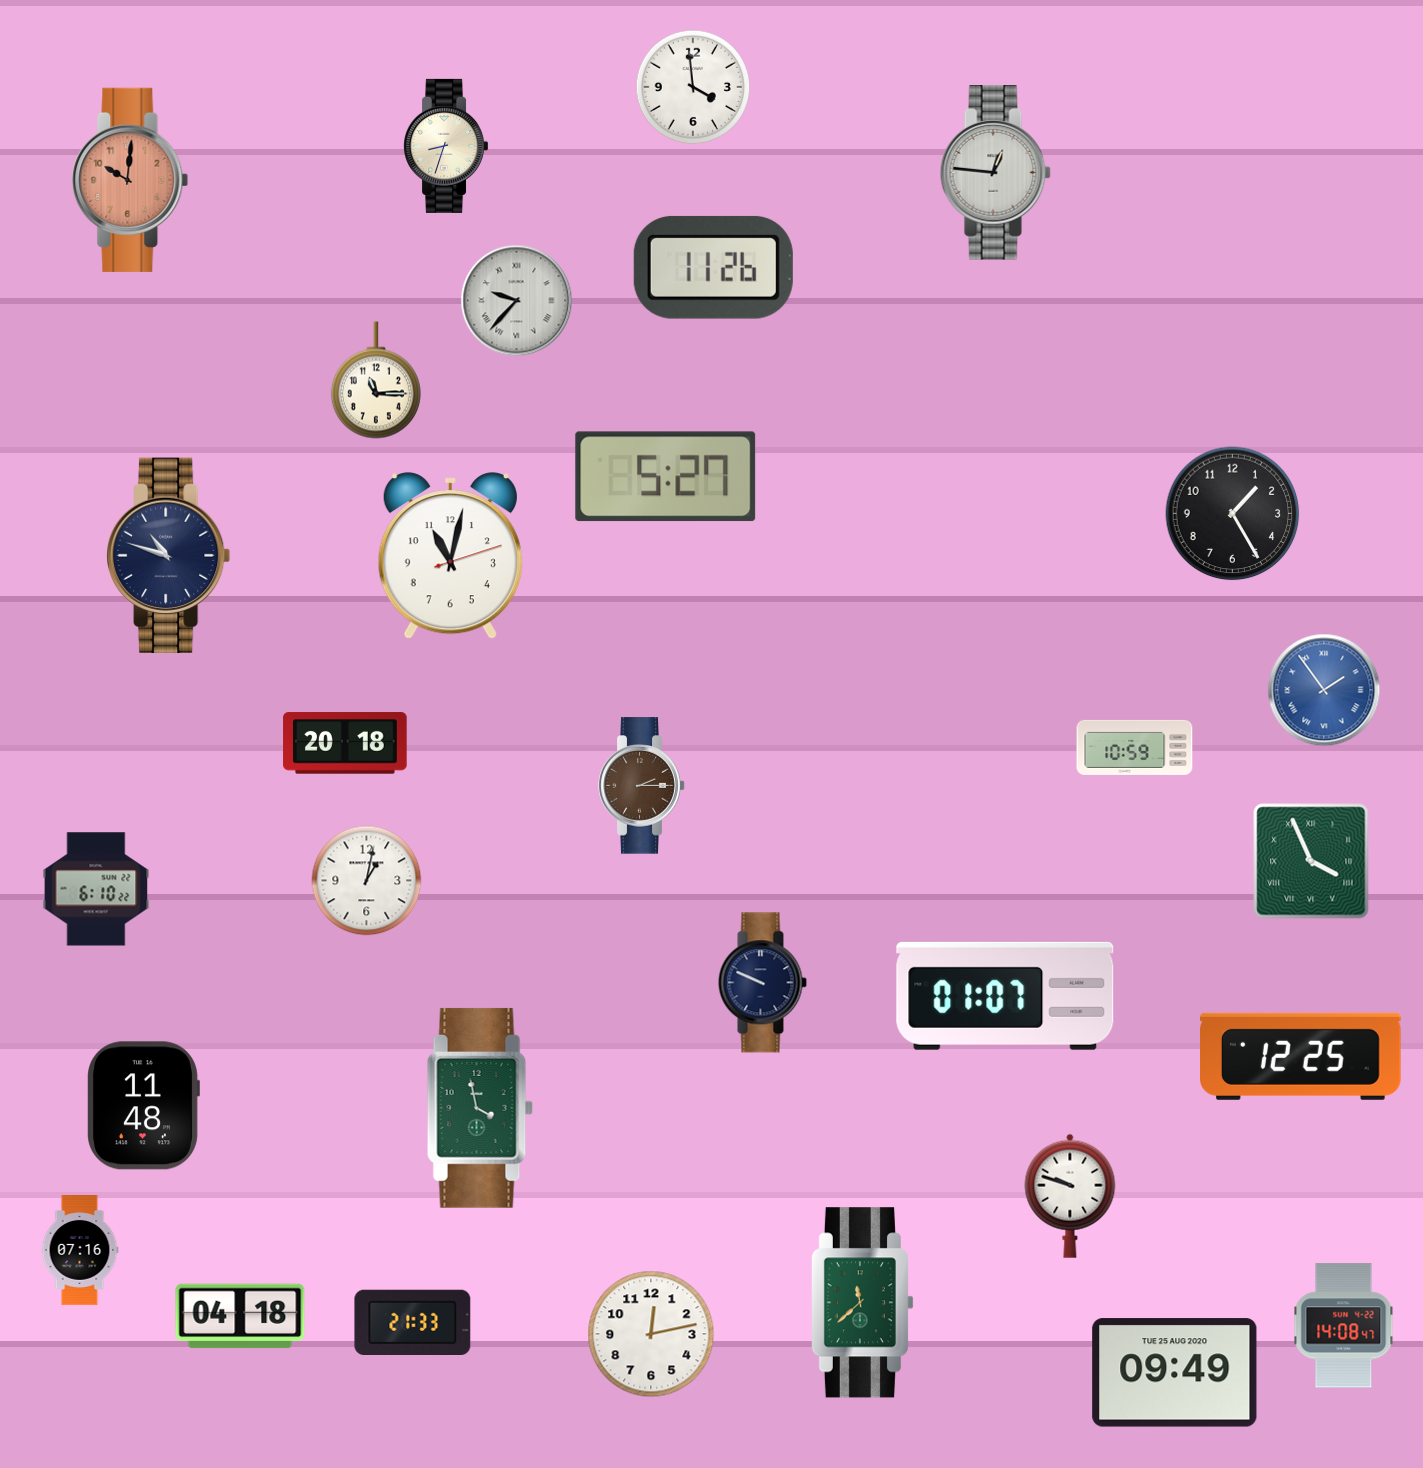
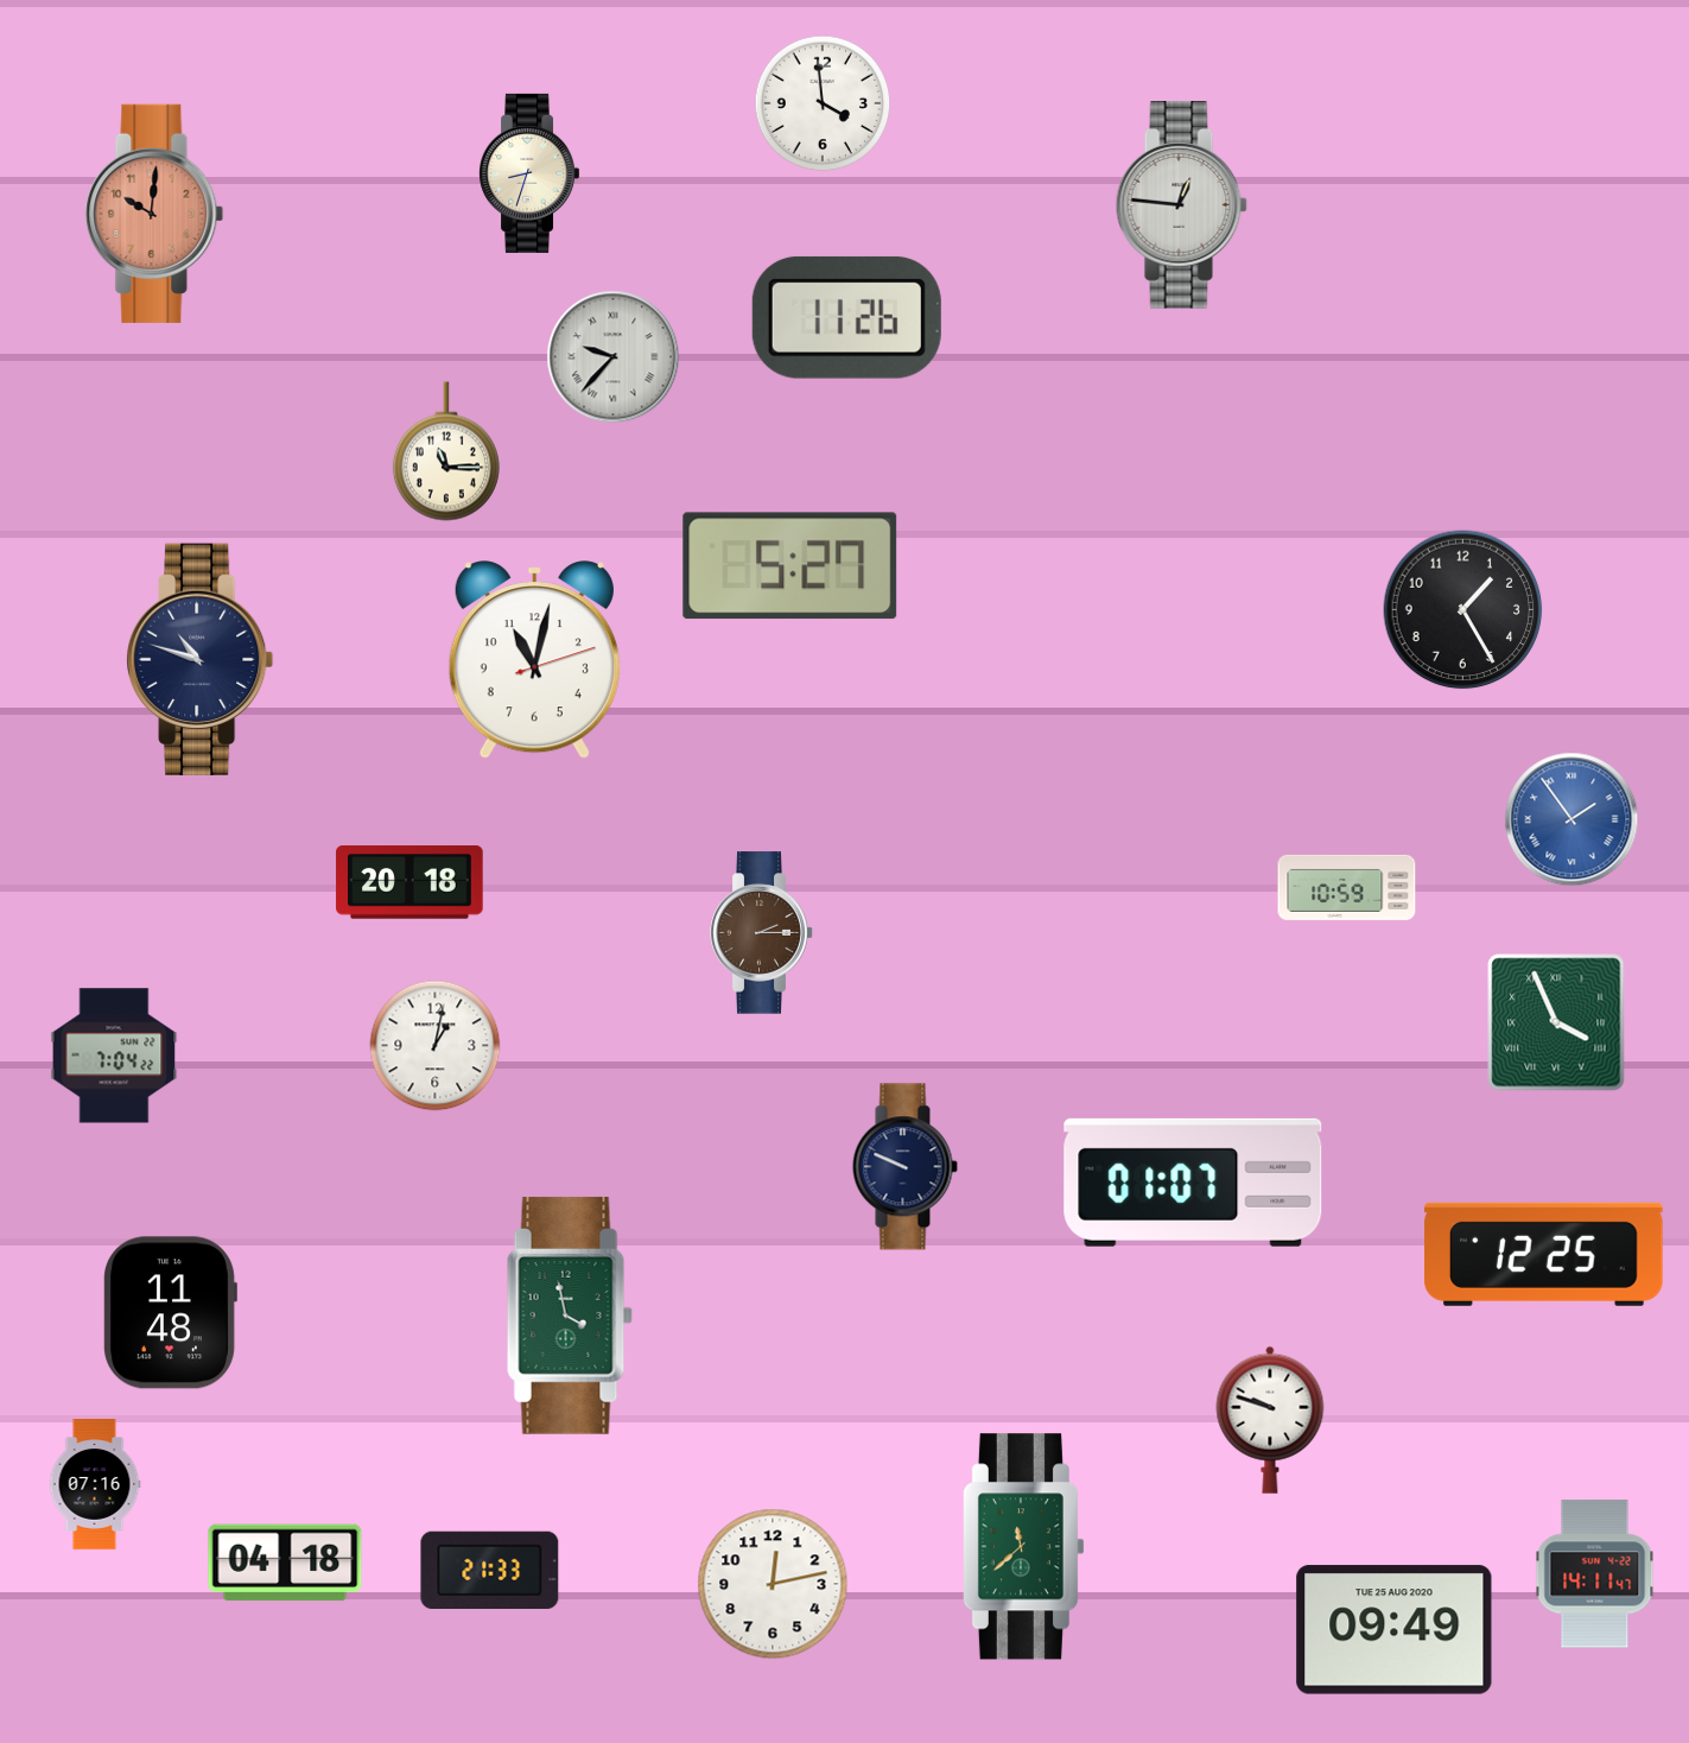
clock at (96, 889): 6:10 -> 7:04
clock at (1344, 1326): 14:08 -> 14:11
